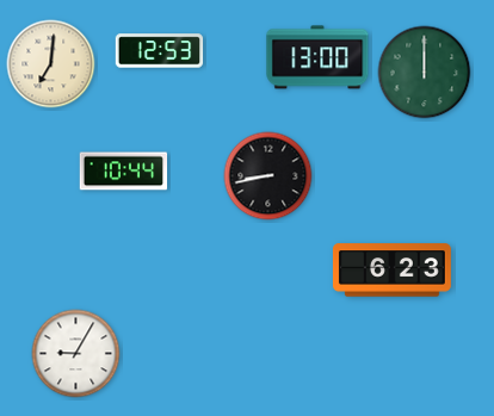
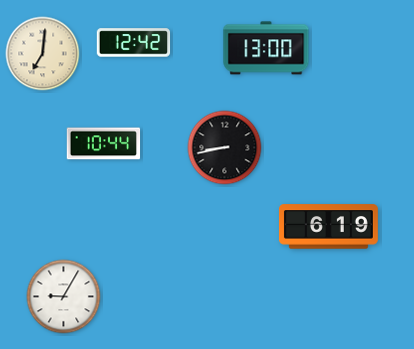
clock at (160, 51): 12:53 -> 12:42
clock at (425, 73): 12:00 -> none
clock at (391, 271): 6:23 -> 6:19
